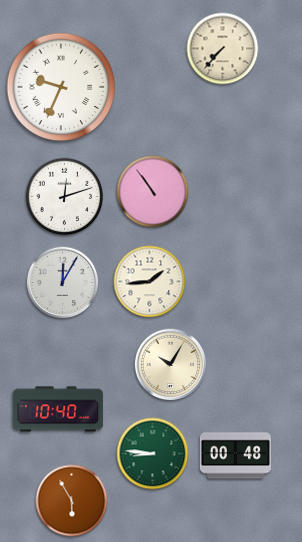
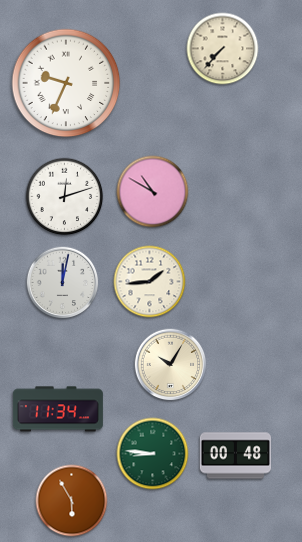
clock at (61, 87) position: (61, 87) -> (66, 83)
clock at (153, 192): 10:54 -> 10:50
clock at (63, 283): 12:05 -> 12:02
clock at (58, 409): 10:40 -> 11:34
